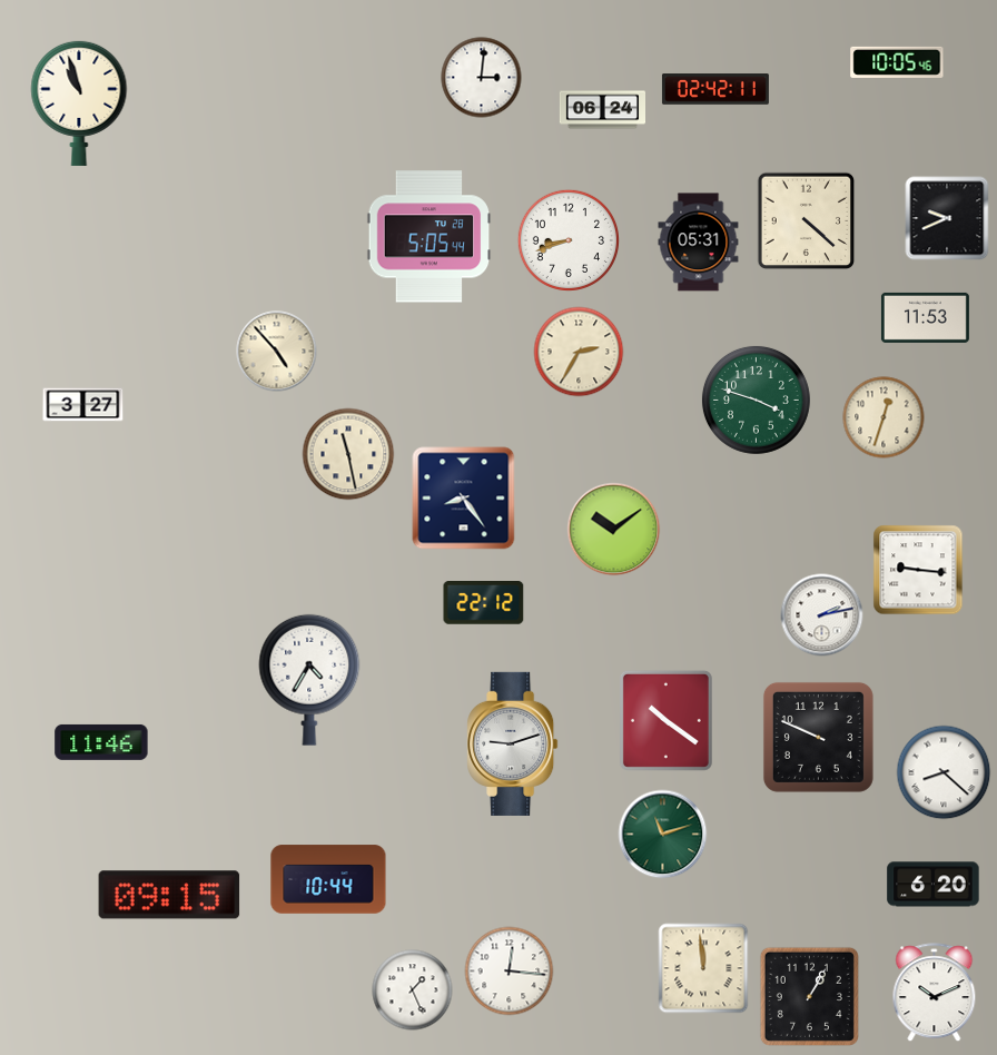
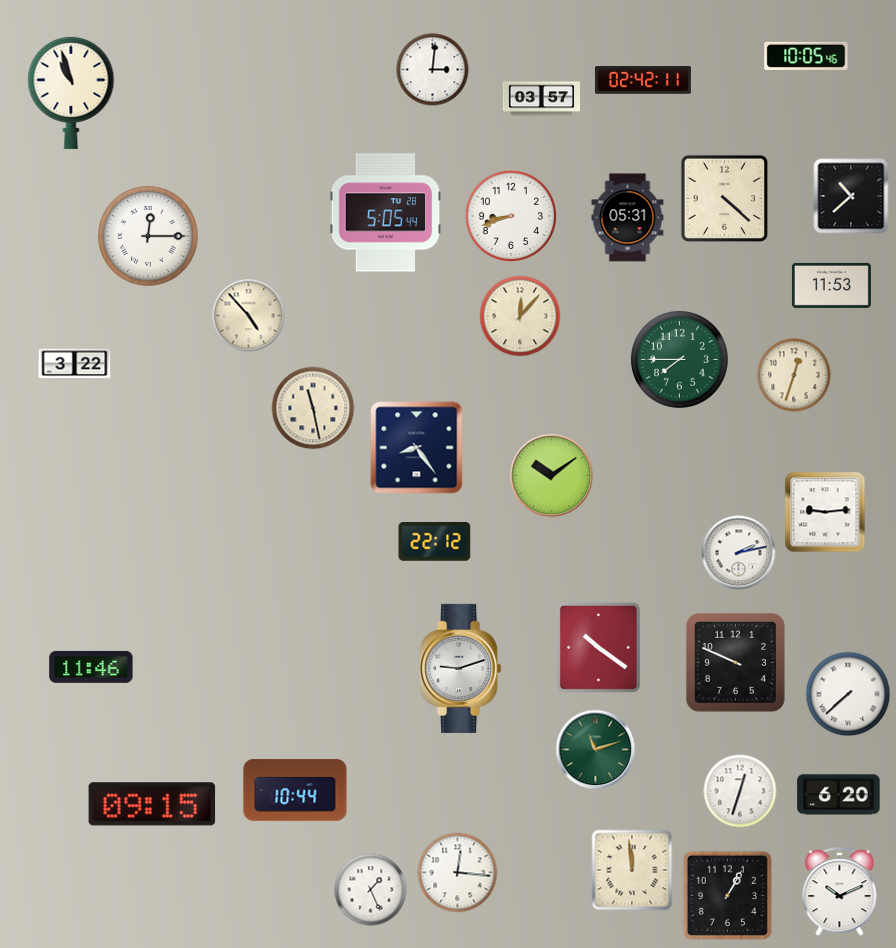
clock at (602, 110): 06:24 -> 03:57
clock at (947, 218): 9:41 -> 10:38
clock at (148, 236): none -> 12:15
clock at (579, 352): 2:35 -> 12:07
clock at (756, 400): 3:48 -> 7:45
clock at (83, 405): 3:27 -> 3:22
clock at (918, 570): 9:16 -> 9:14
clock at (309, 680): 4:35 -> none
clock at (944, 772): 8:22 -> 7:38
clock at (740, 791): none -> 12:33
